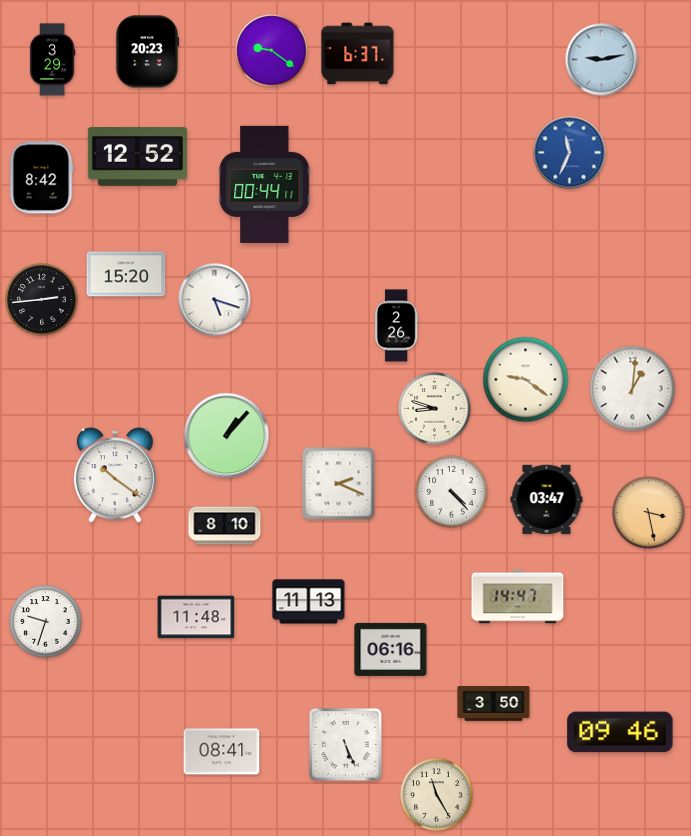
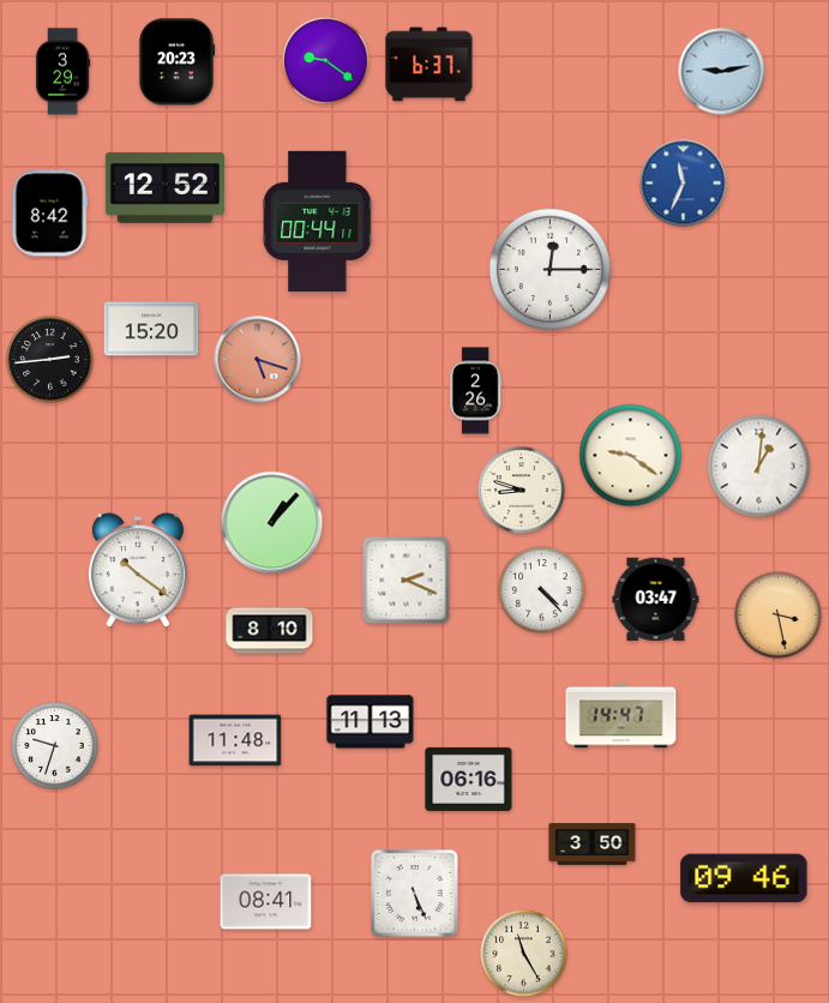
clock at (549, 269): none -> 12:15
clock at (215, 300) dial: white -> salmon
